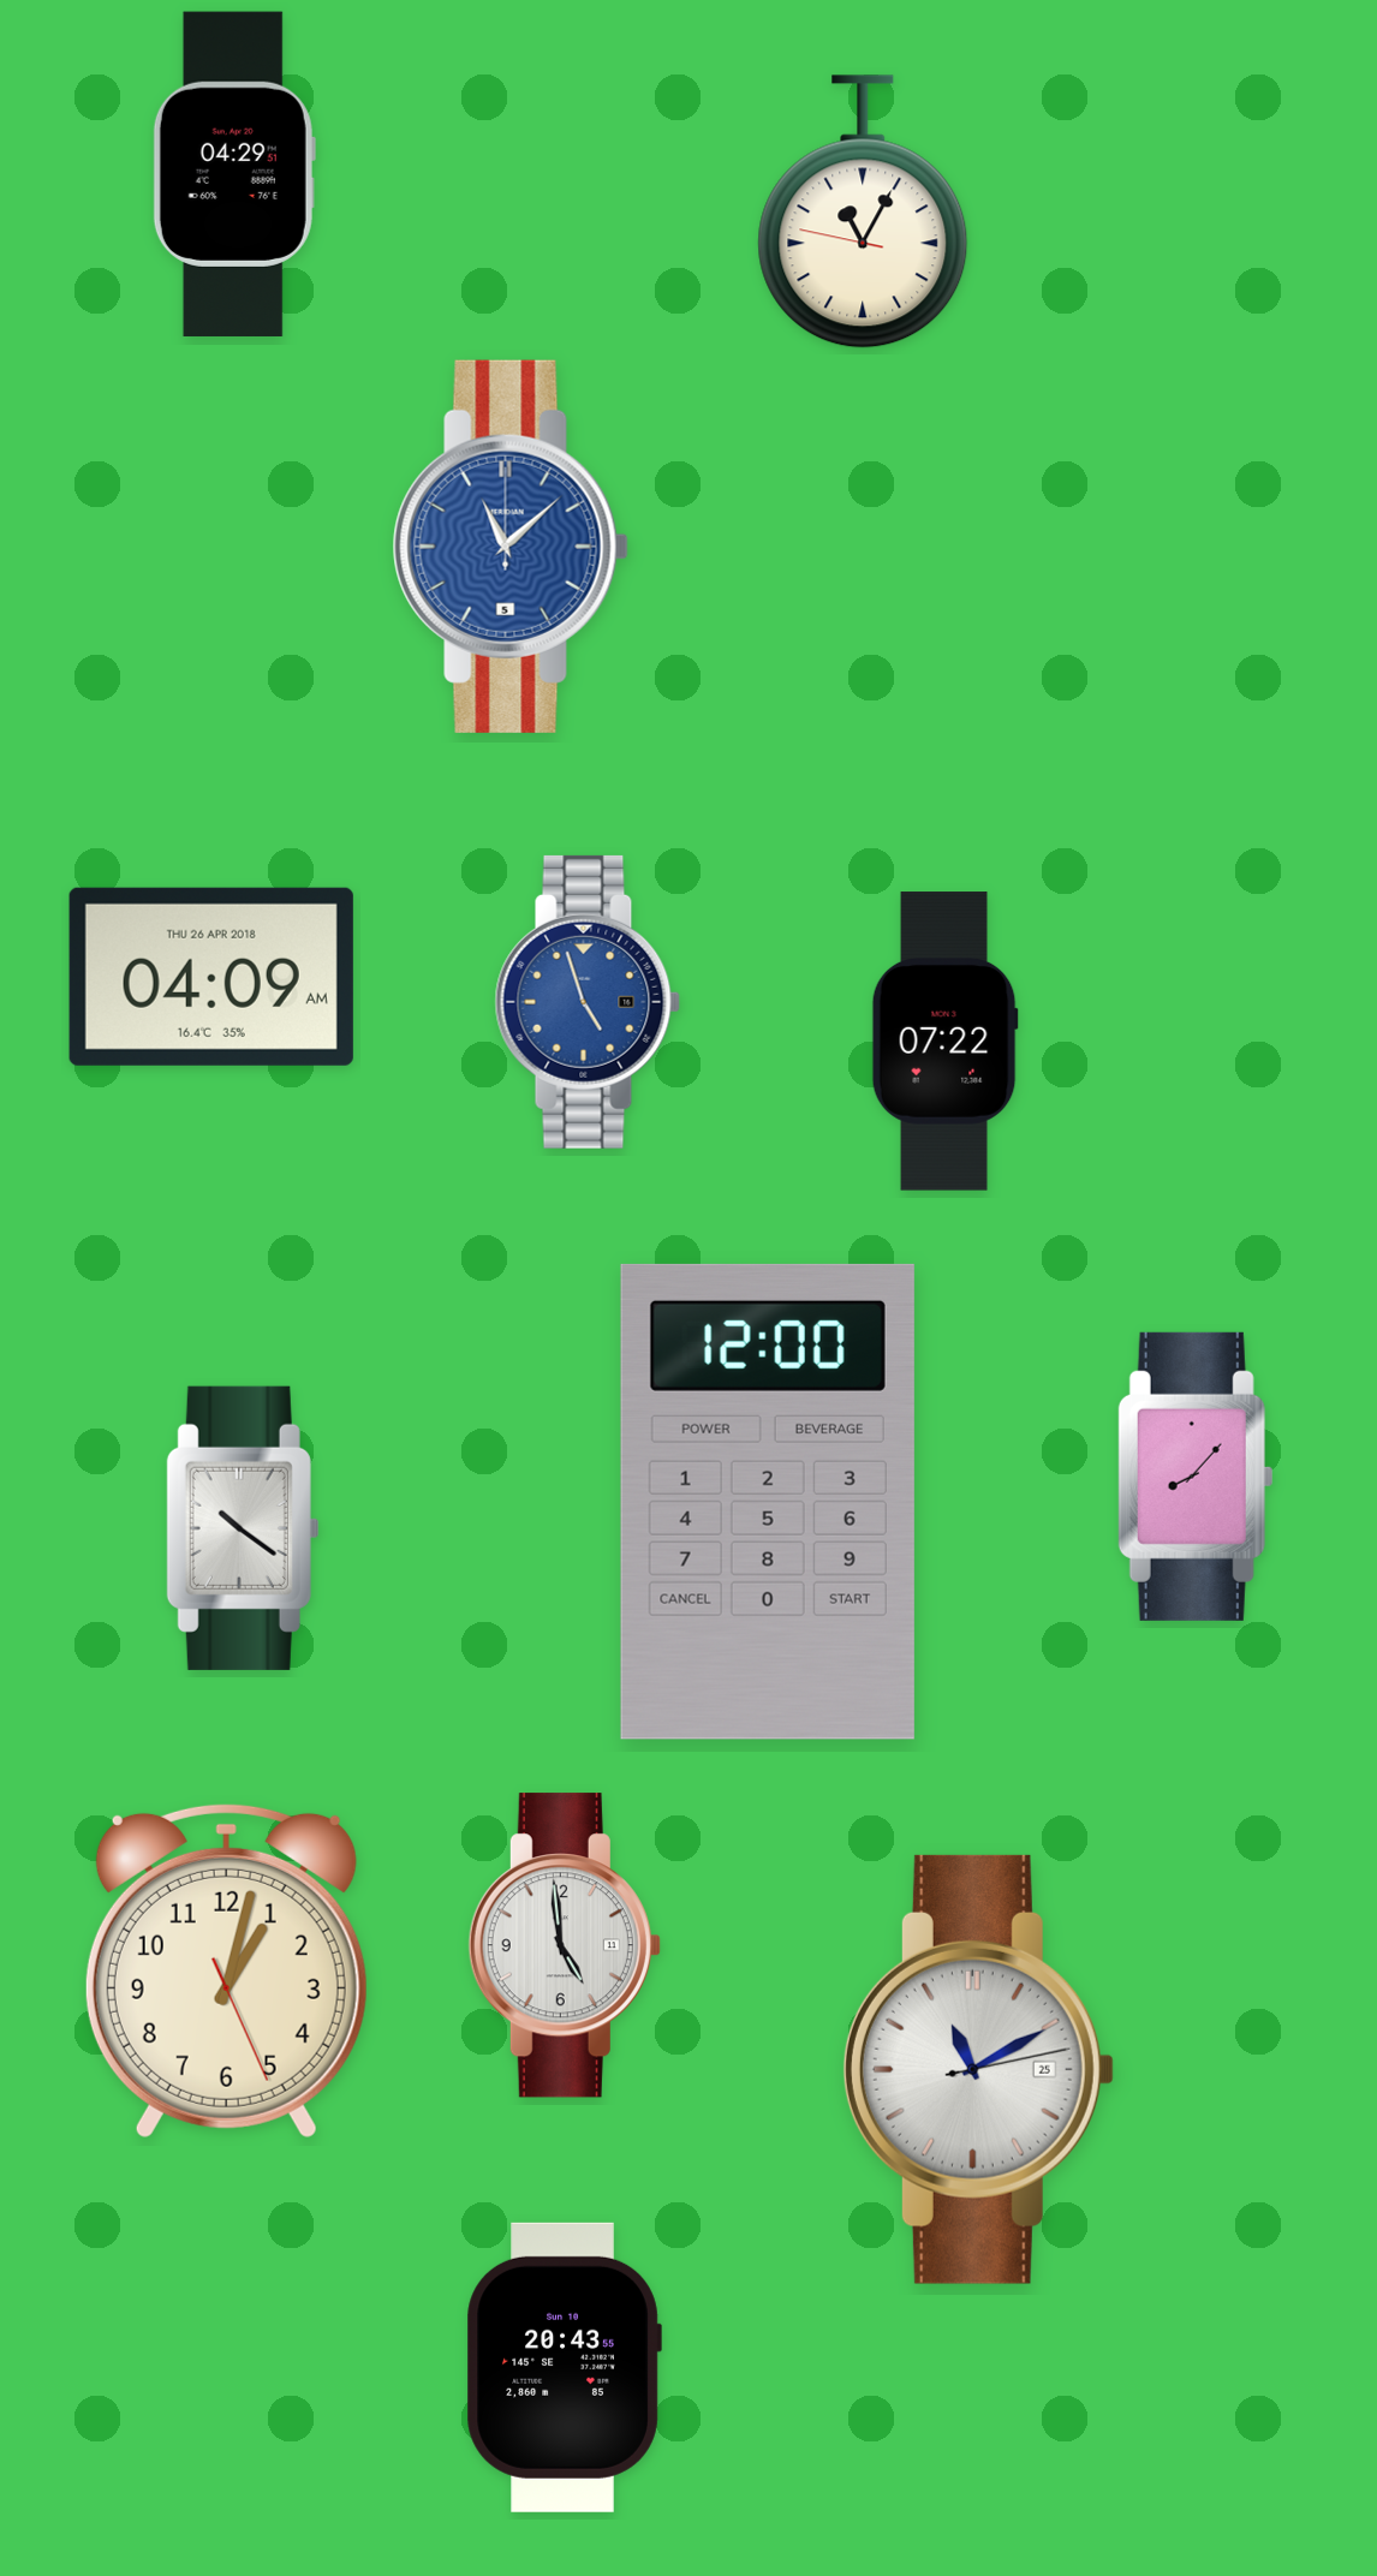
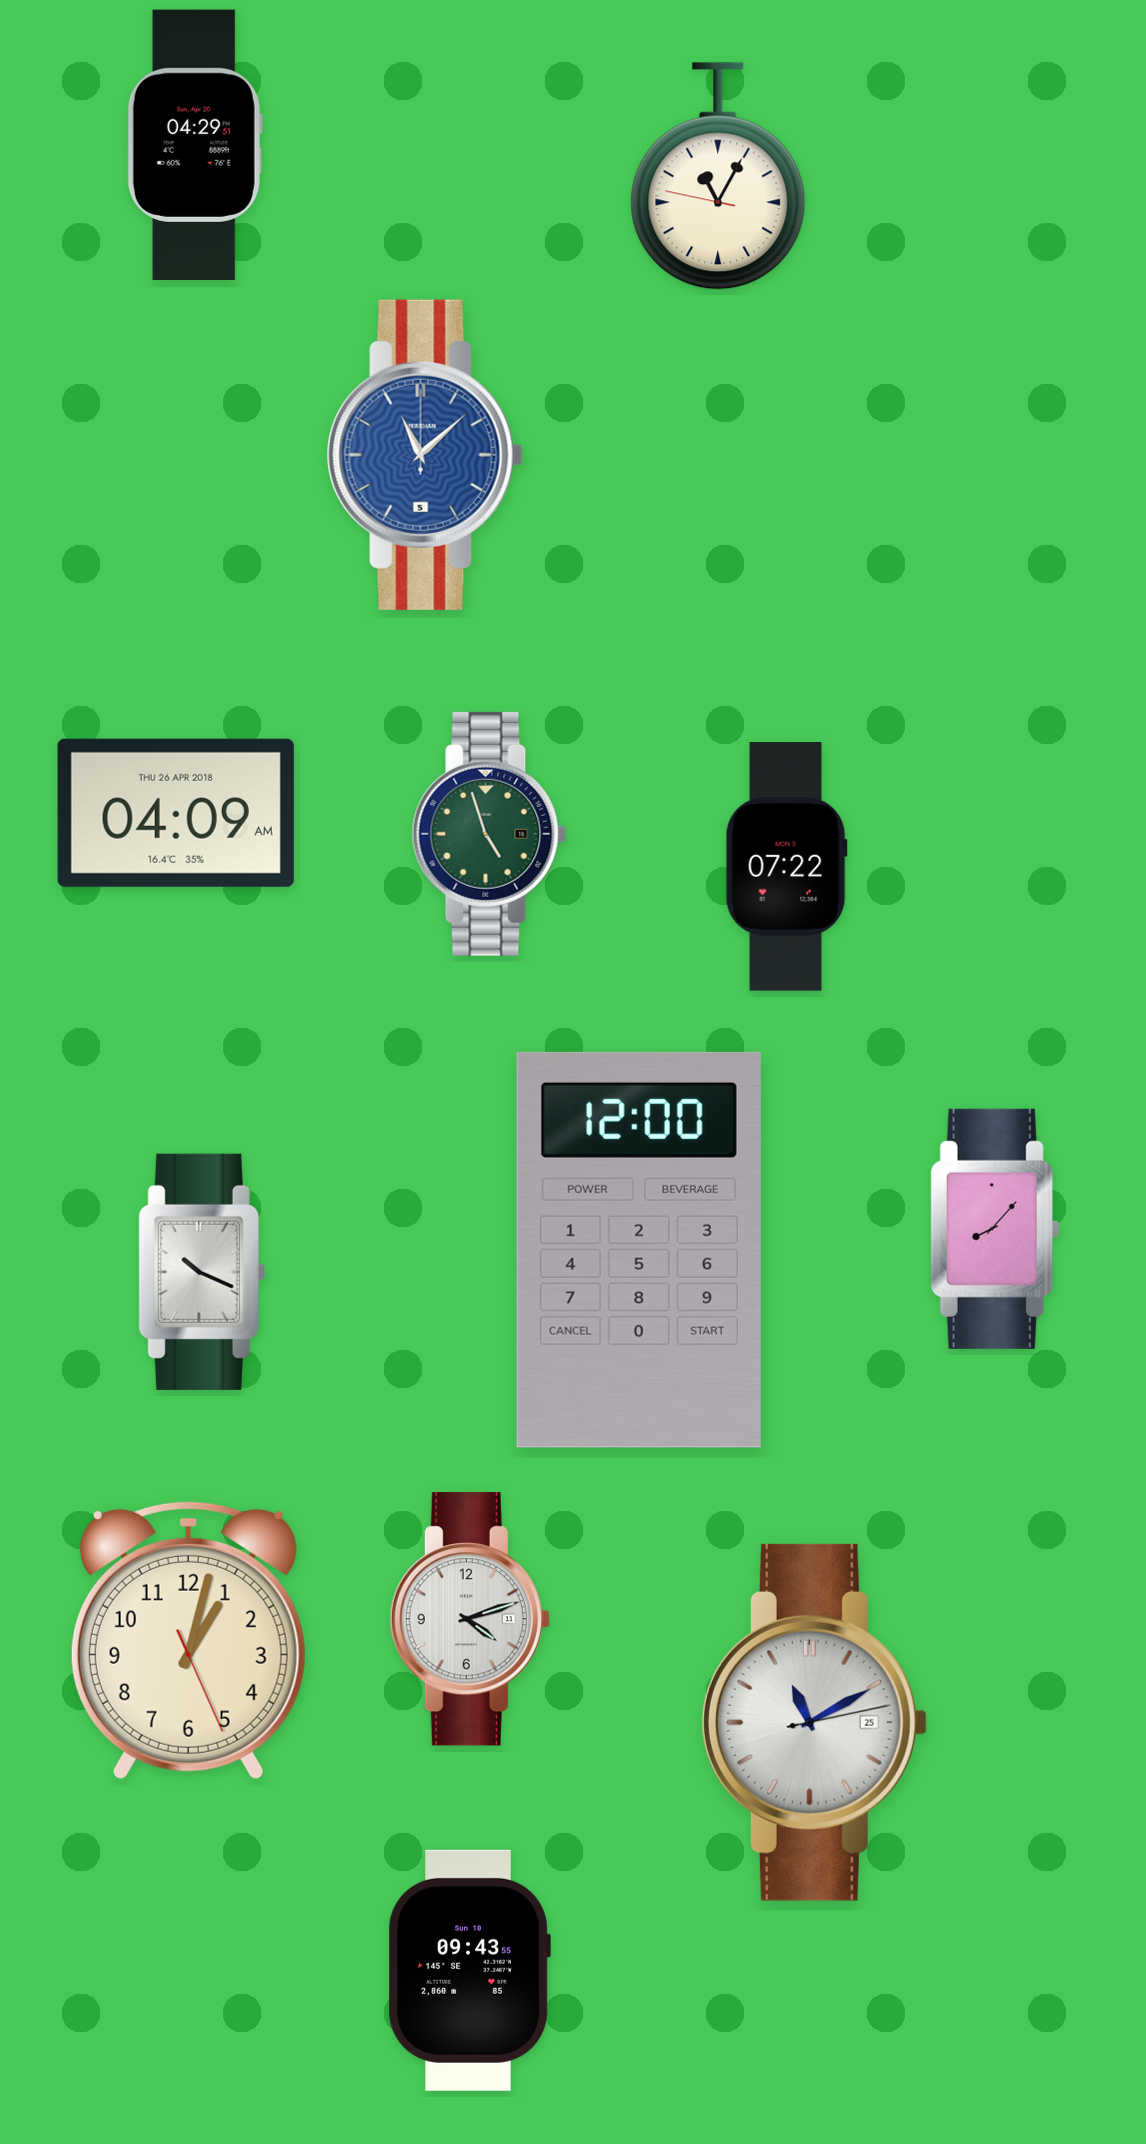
clock at (588, 1002) dial: blue -> green
clock at (243, 1528): 10:21 -> 10:19
clock at (565, 1945): 4:59 -> 4:12
clock at (564, 2367): 20:43 -> 09:43
